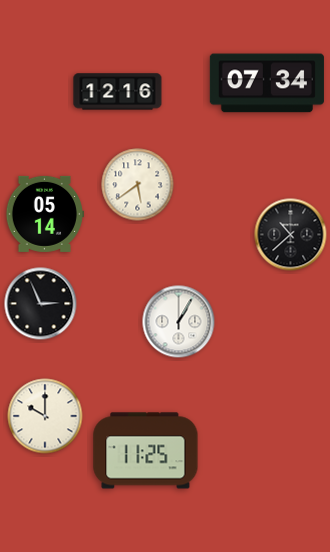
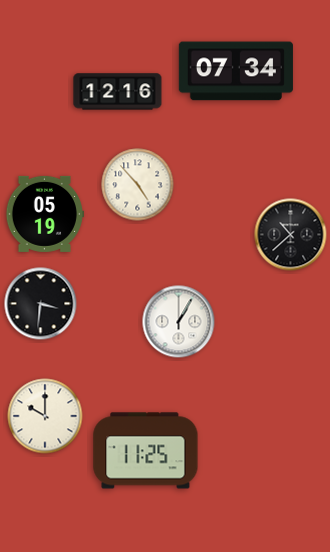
clock at (267, 83) position: (267, 83) -> (236, 71)
clock at (138, 185): 5:39 -> 4:53
clock at (44, 214): 05:14 -> 05:19
clock at (41, 304): 2:56 -> 3:31
